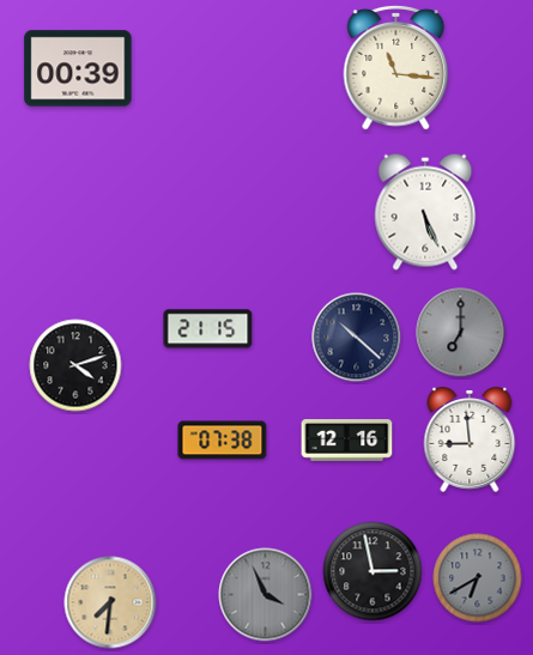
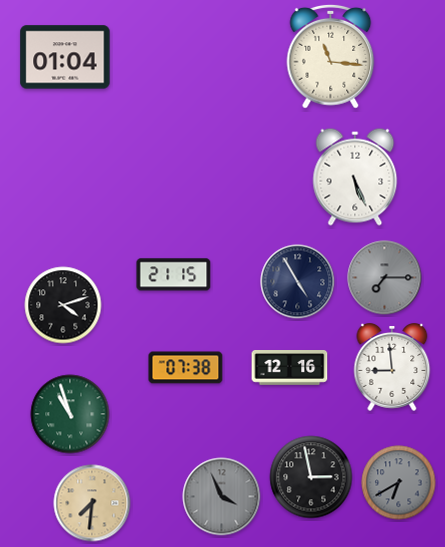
clock at (78, 68): 00:39 -> 01:04
clock at (461, 333): 7:00 -> 7:15
clock at (357, 338): 10:22 -> 4:55
clock at (70, 414): none -> 10:57
